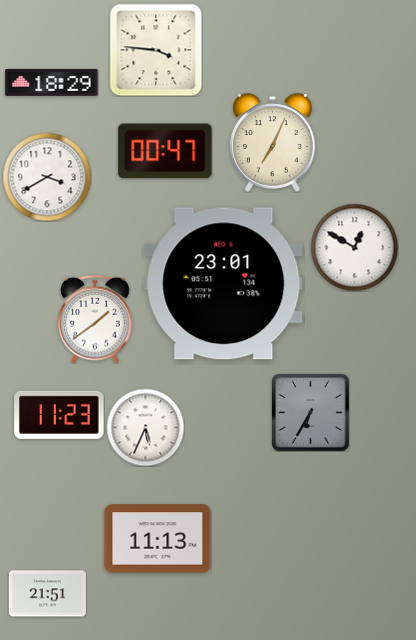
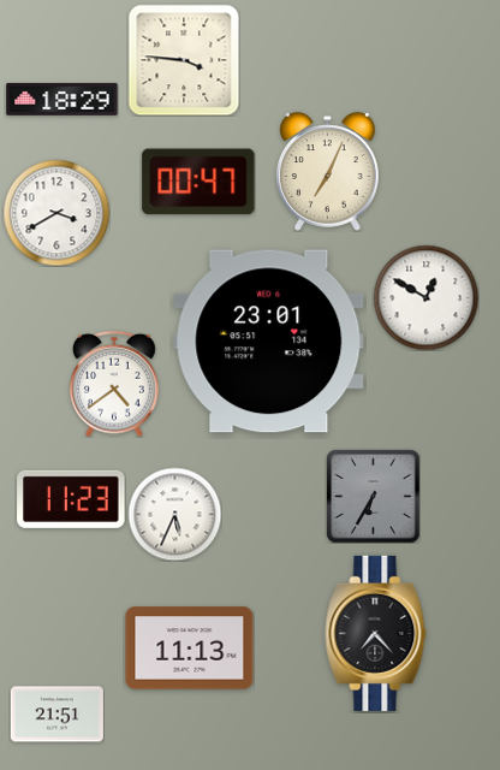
clock at (156, 50) position: (156, 50) -> (184, 60)
clock at (96, 319): 1:39 -> 4:39
clock at (376, 633): none -> 7:23
